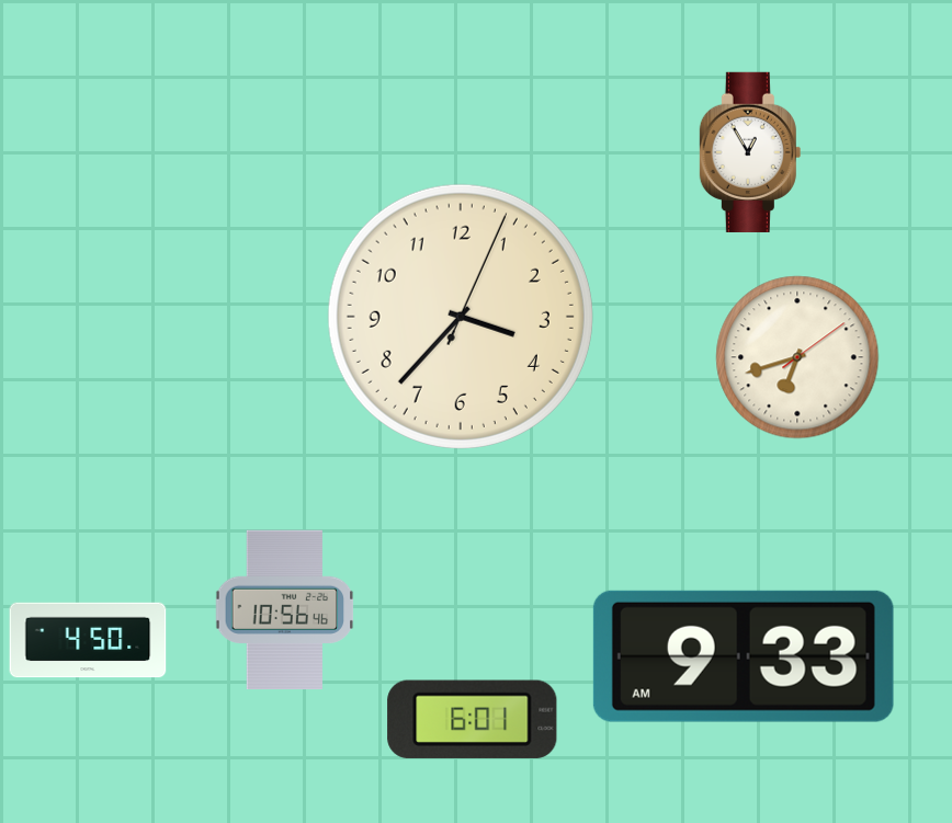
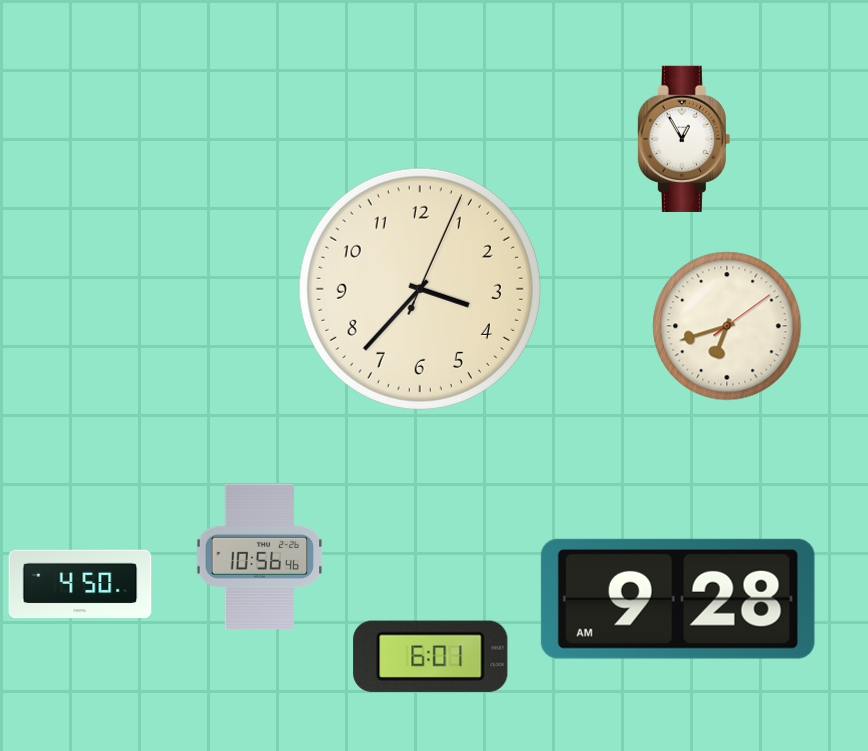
clock at (744, 656): 9:33 -> 9:28
